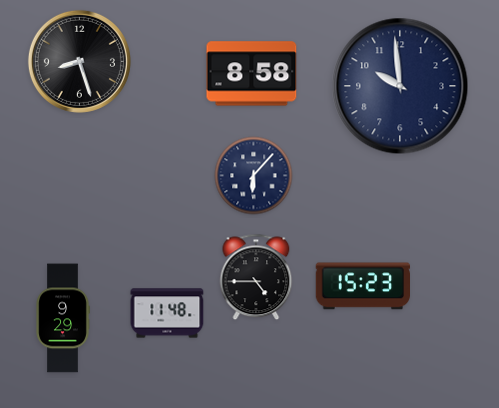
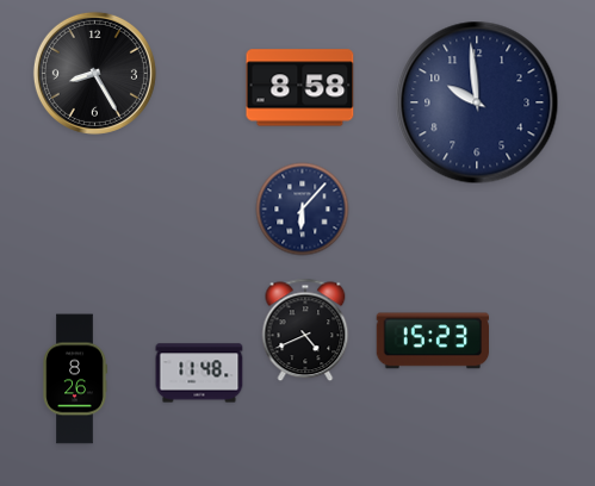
clock at (79, 61): 8:27 -> 8:25
clock at (256, 277): 4:45 -> 4:41
clock at (63, 318): 9:29 -> 8:26
